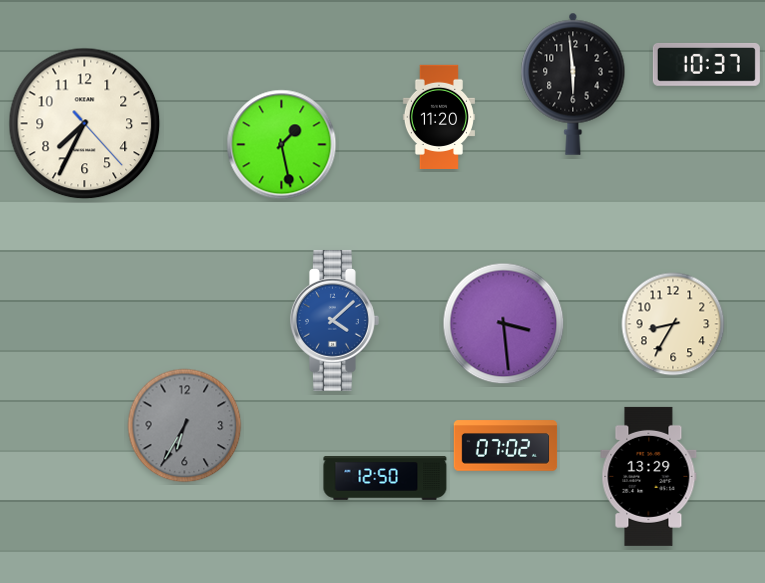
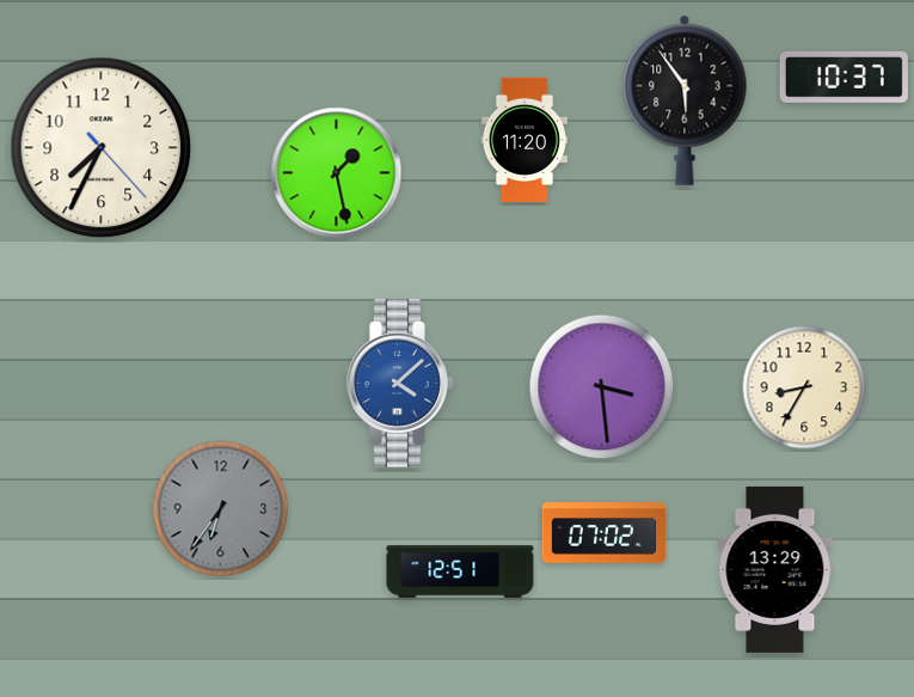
clock at (573, 84): 5:59 -> 5:54
clock at (185, 426): 6:35 -> 6:36
clock at (385, 479): 12:50 -> 12:51
